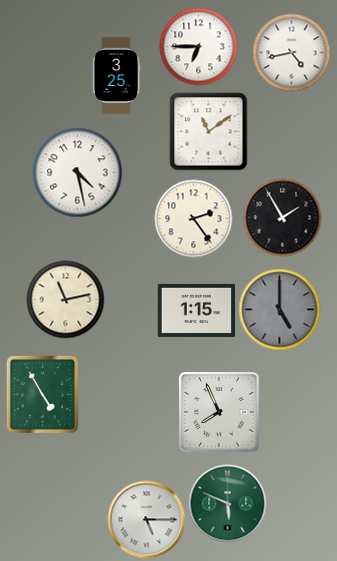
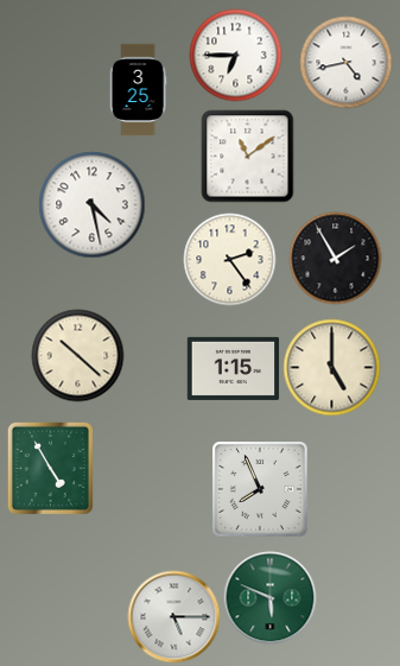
clock at (65, 299): 11:13 -> 10:22
clock at (279, 309) dial: grey -> cream
